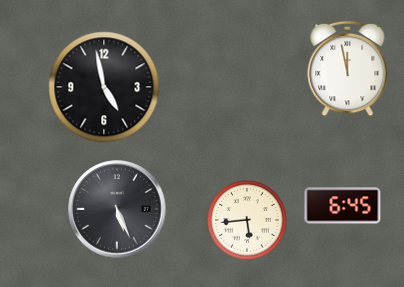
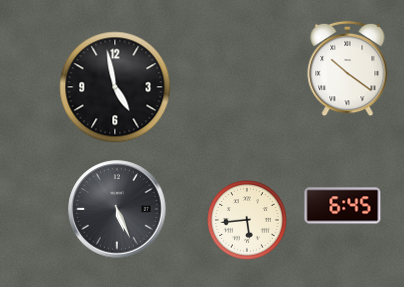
clock at (348, 69): 11:58 -> 10:21
clock at (104, 87) position: (104, 87) -> (115, 87)
